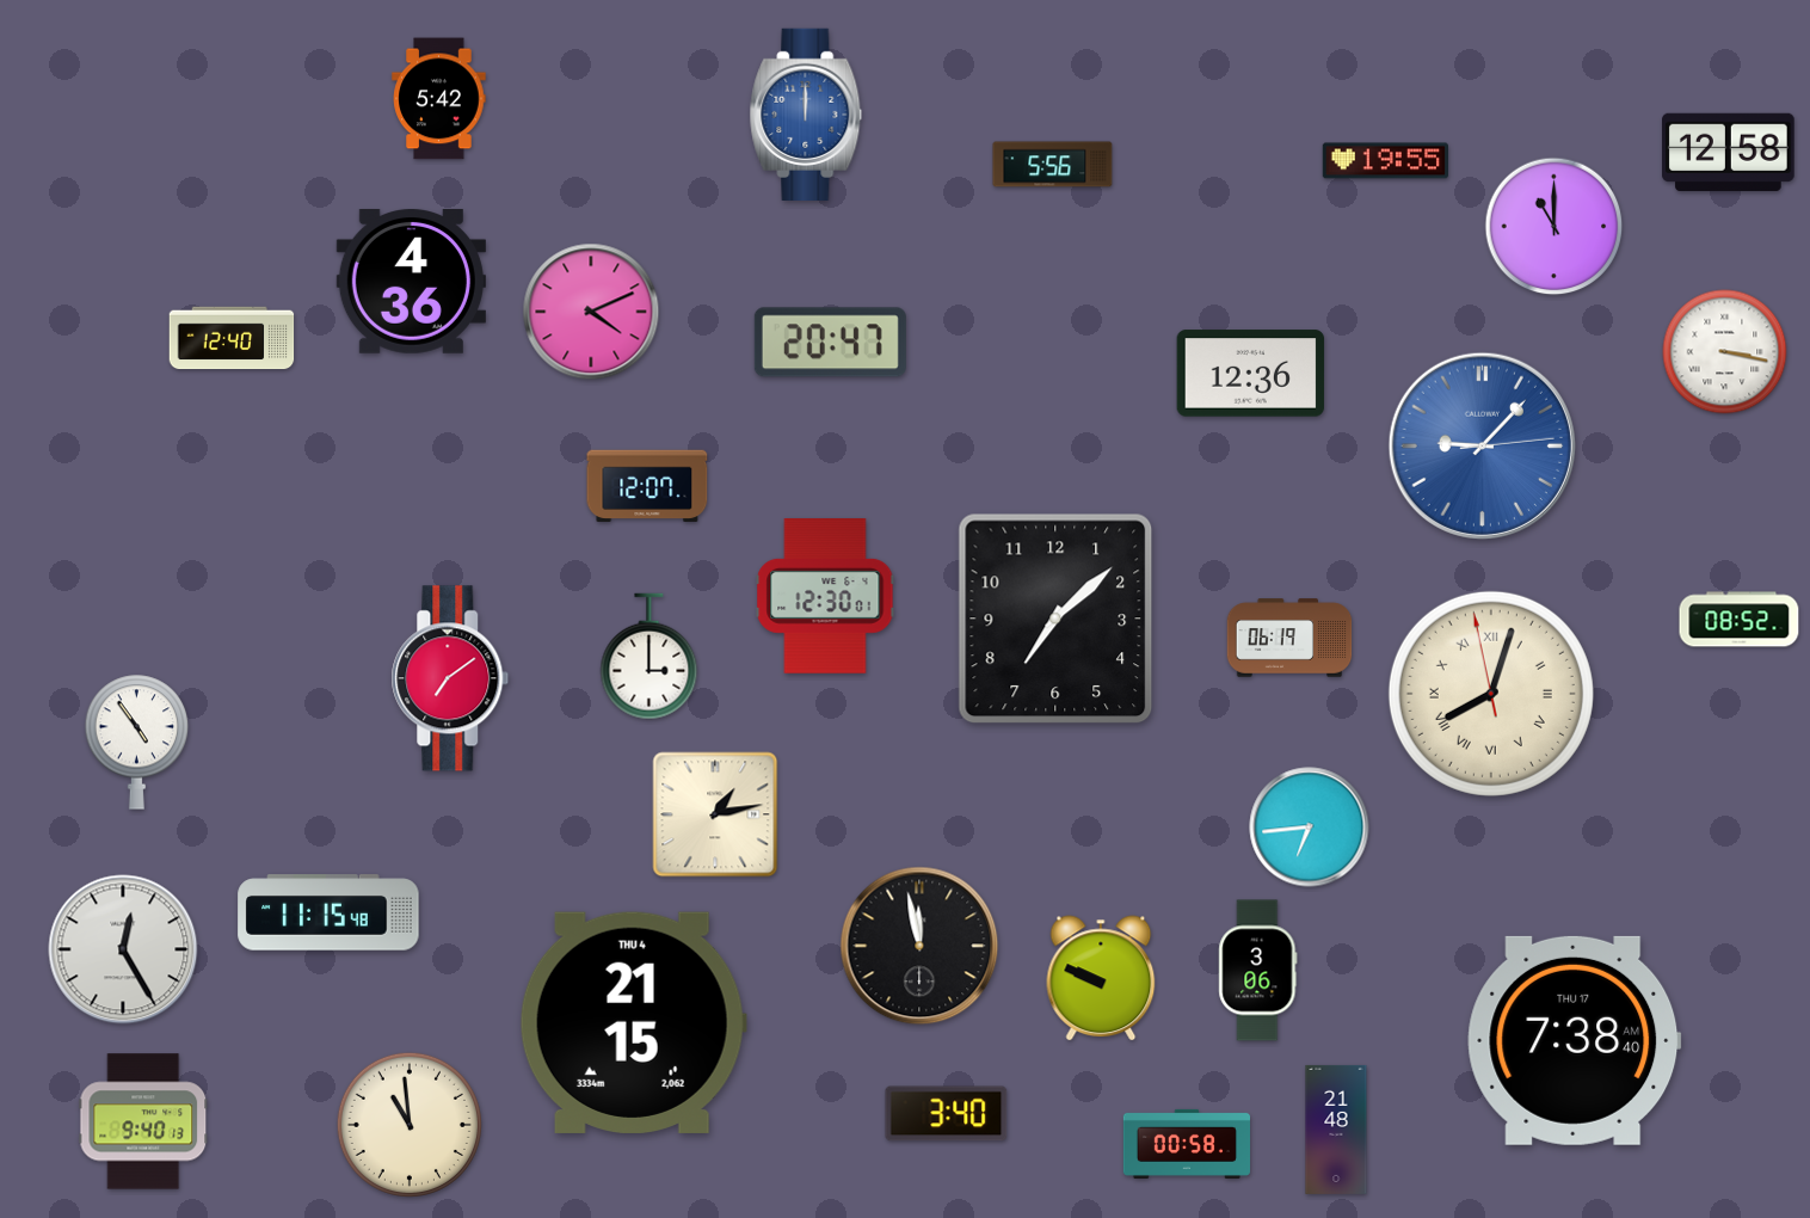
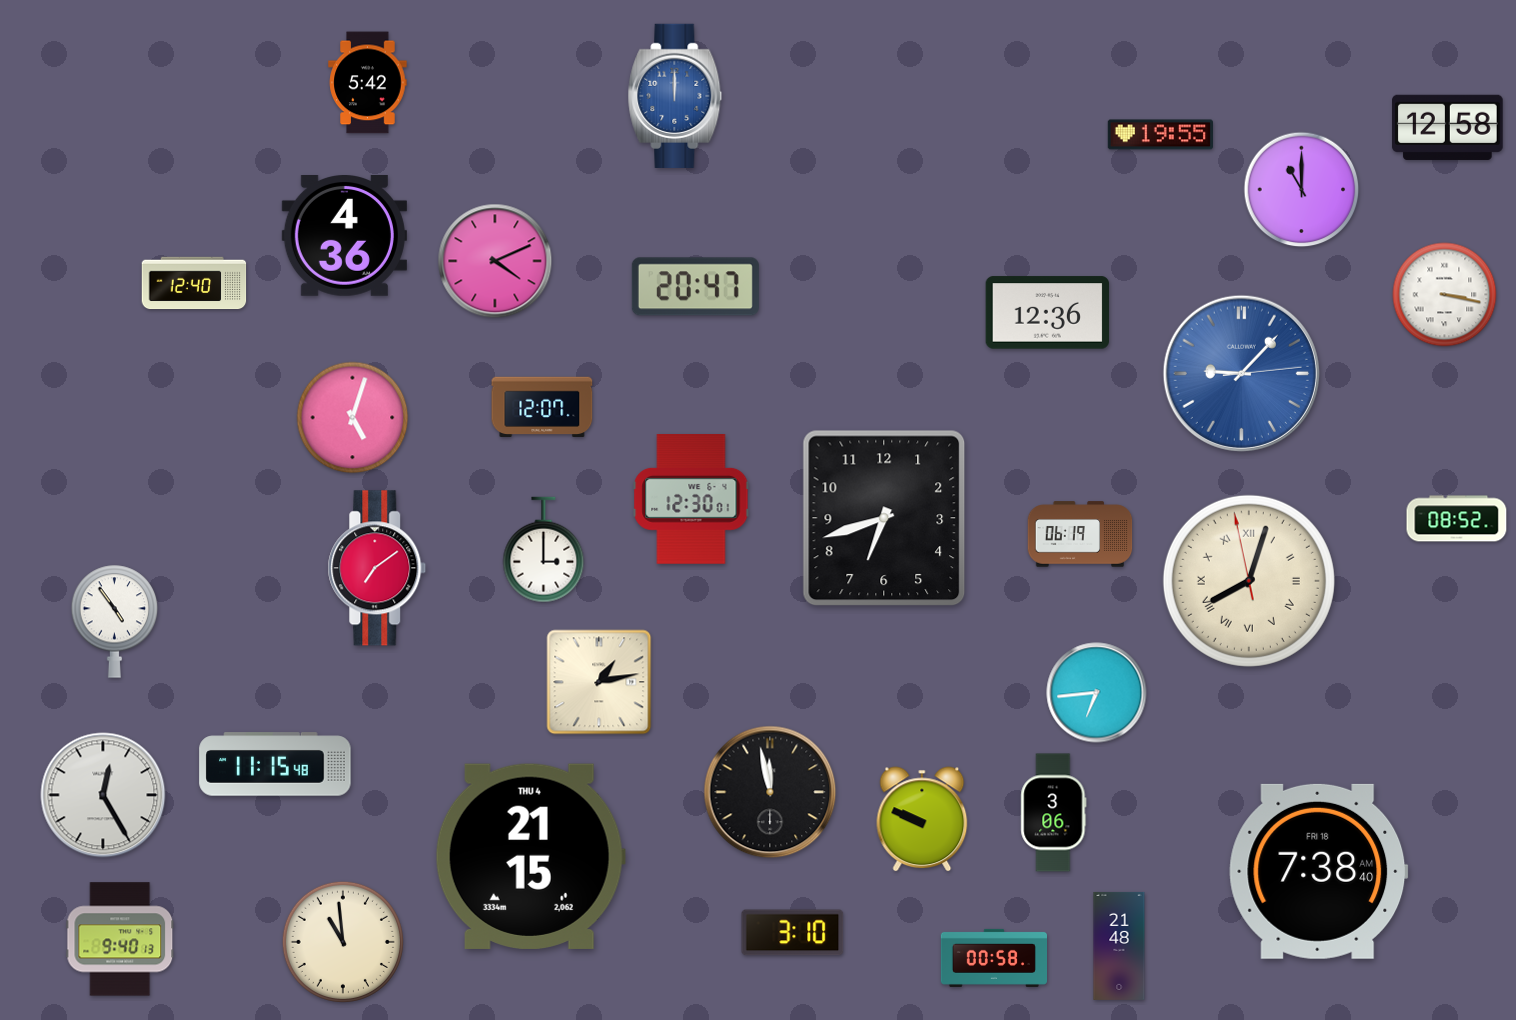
clock at (1053, 165): 5:56 -> none
clock at (353, 418): none -> 5:03
clock at (1055, 619): 7:08 -> 6:42
clock at (1575, 1040) date: THU 17 -> FRI 18
clock at (947, 1114): 3:40 -> 3:10
